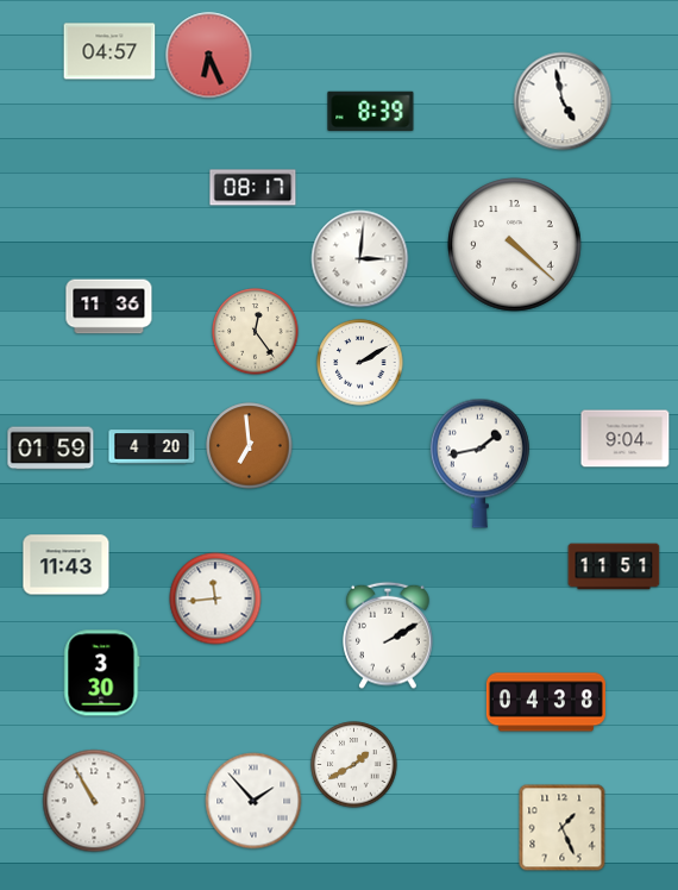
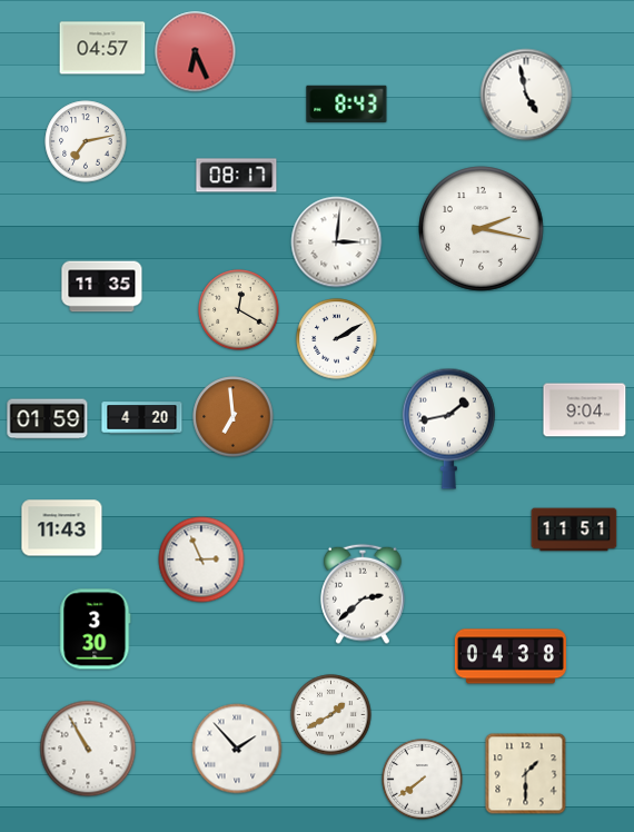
clock at (371, 112): 8:39 -> 8:43
clock at (86, 141): none -> 7:13
clock at (515, 245): 4:22 -> 2:17
clock at (109, 307): 11:36 -> 11:35
clock at (256, 332): 12:24 -> 12:20
clock at (479, 463) position: (479, 463) -> (448, 428)
clock at (215, 598): 11:44 -> 2:56
clock at (388, 635): 2:10 -> 2:38
clock at (563, 828): 1:26 -> 1:30
clock at (423, 780): none -> 7:39
